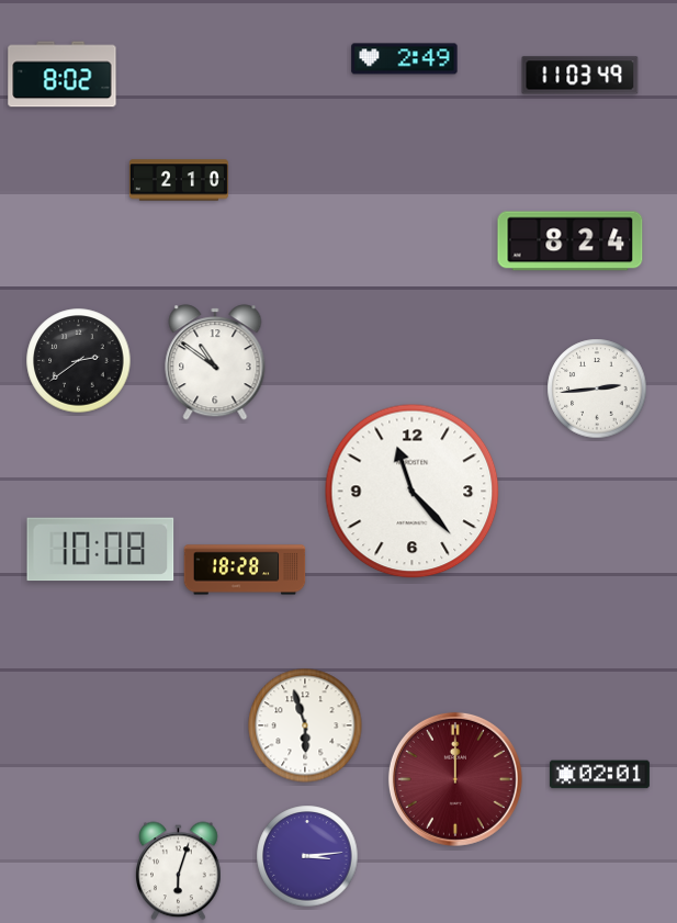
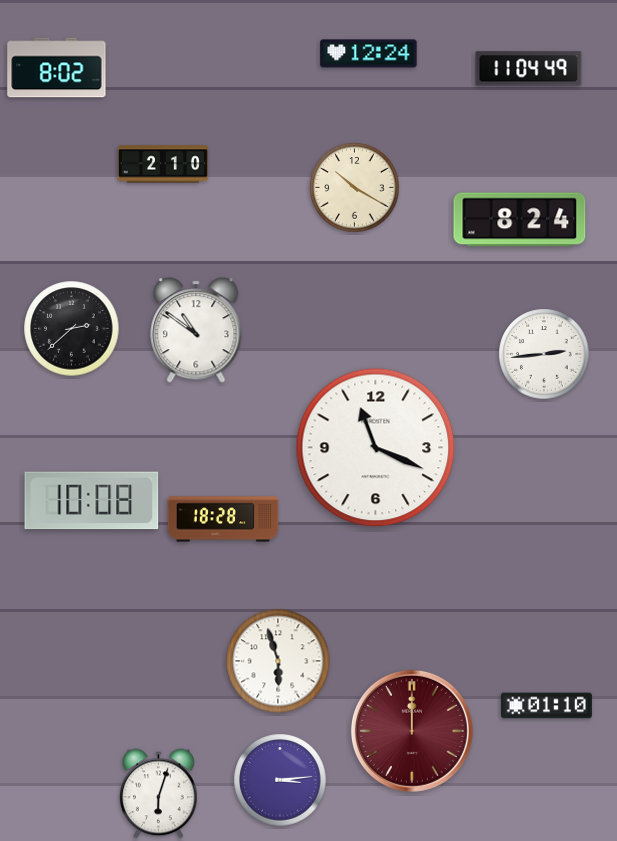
clock at (405, 59): 2:49 -> 12:24
clock at (580, 76): 11:03 -> 11:04
clock at (355, 188): none -> 10:20
clock at (79, 361): 2:39 -> 2:38
clock at (413, 492): 11:23 -> 11:19
clock at (599, 775): 02:01 -> 01:10
clock at (455, 779) position: (455, 779) -> (412, 731)
clock at (179, 871) position: (179, 871) -> (159, 794)
